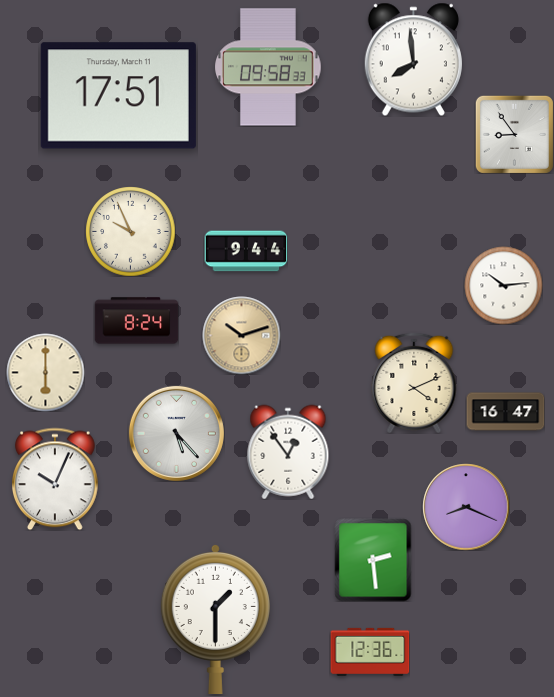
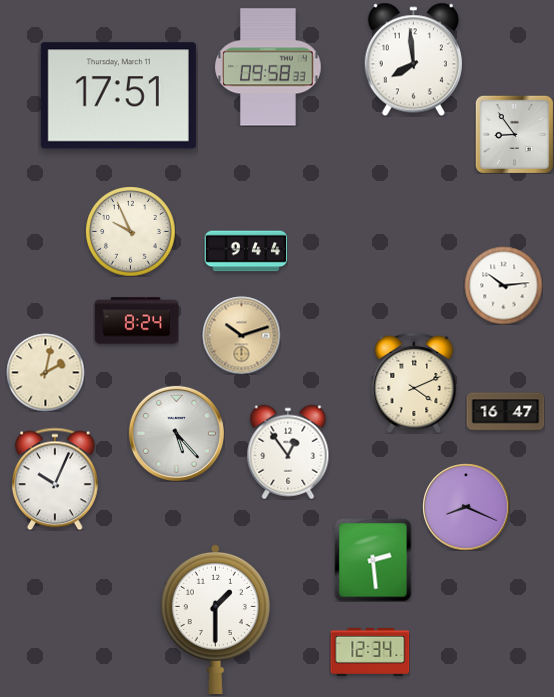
clock at (45, 372): 6:00 -> 2:02
clock at (370, 652): 12:36 -> 12:34
